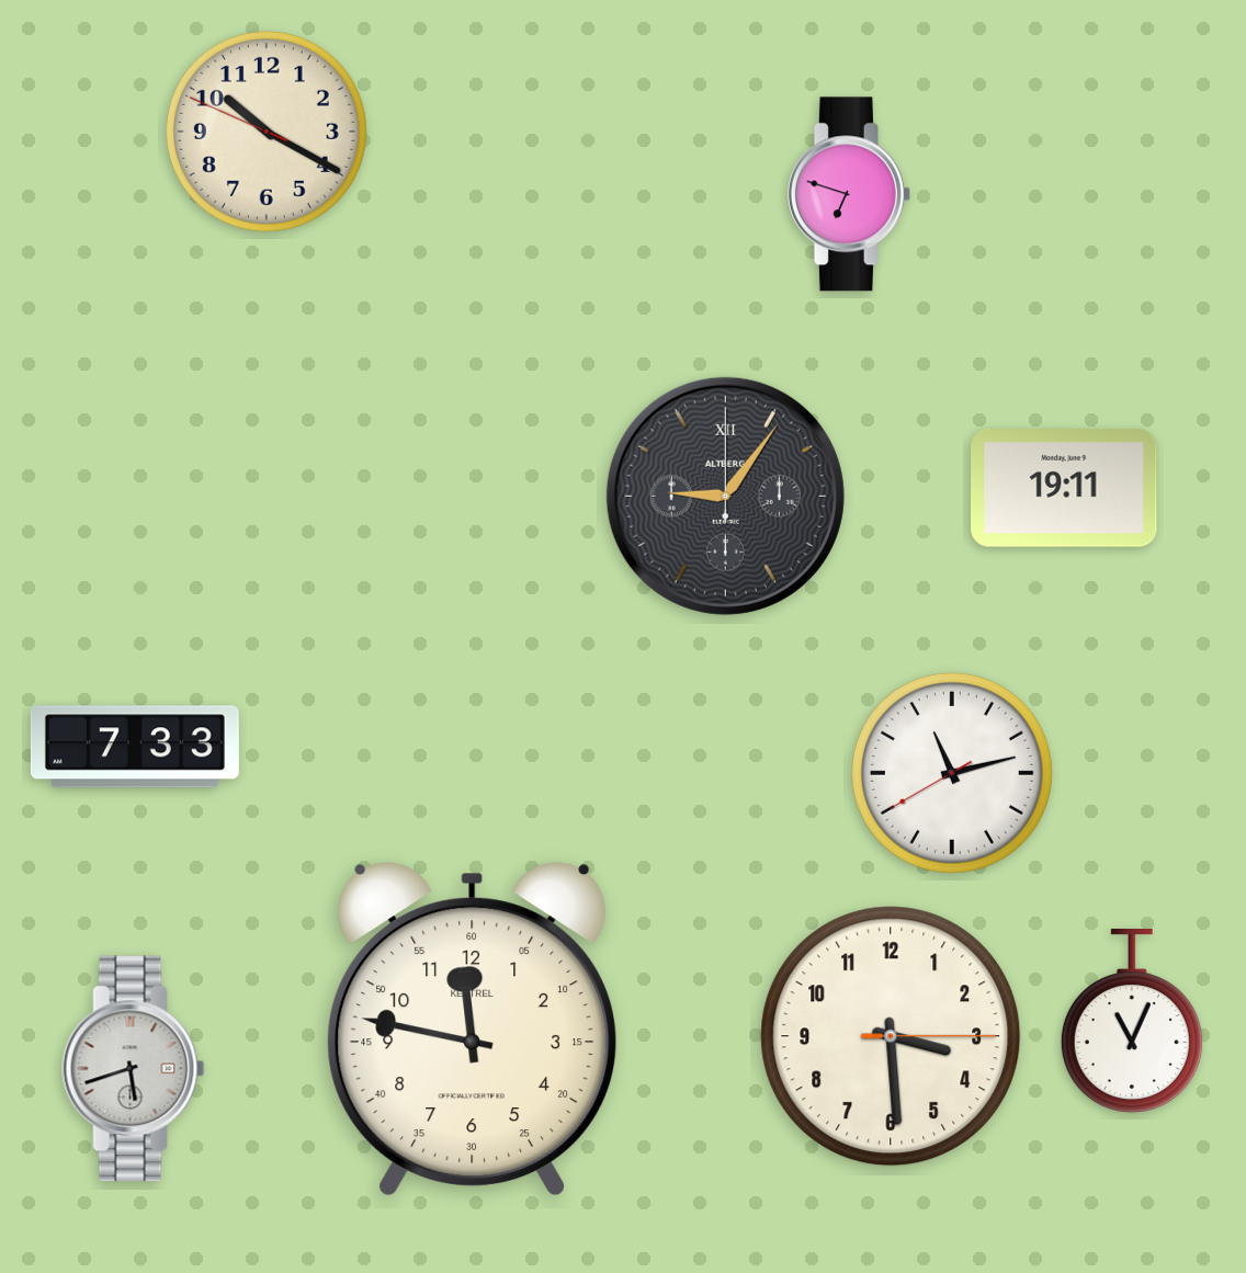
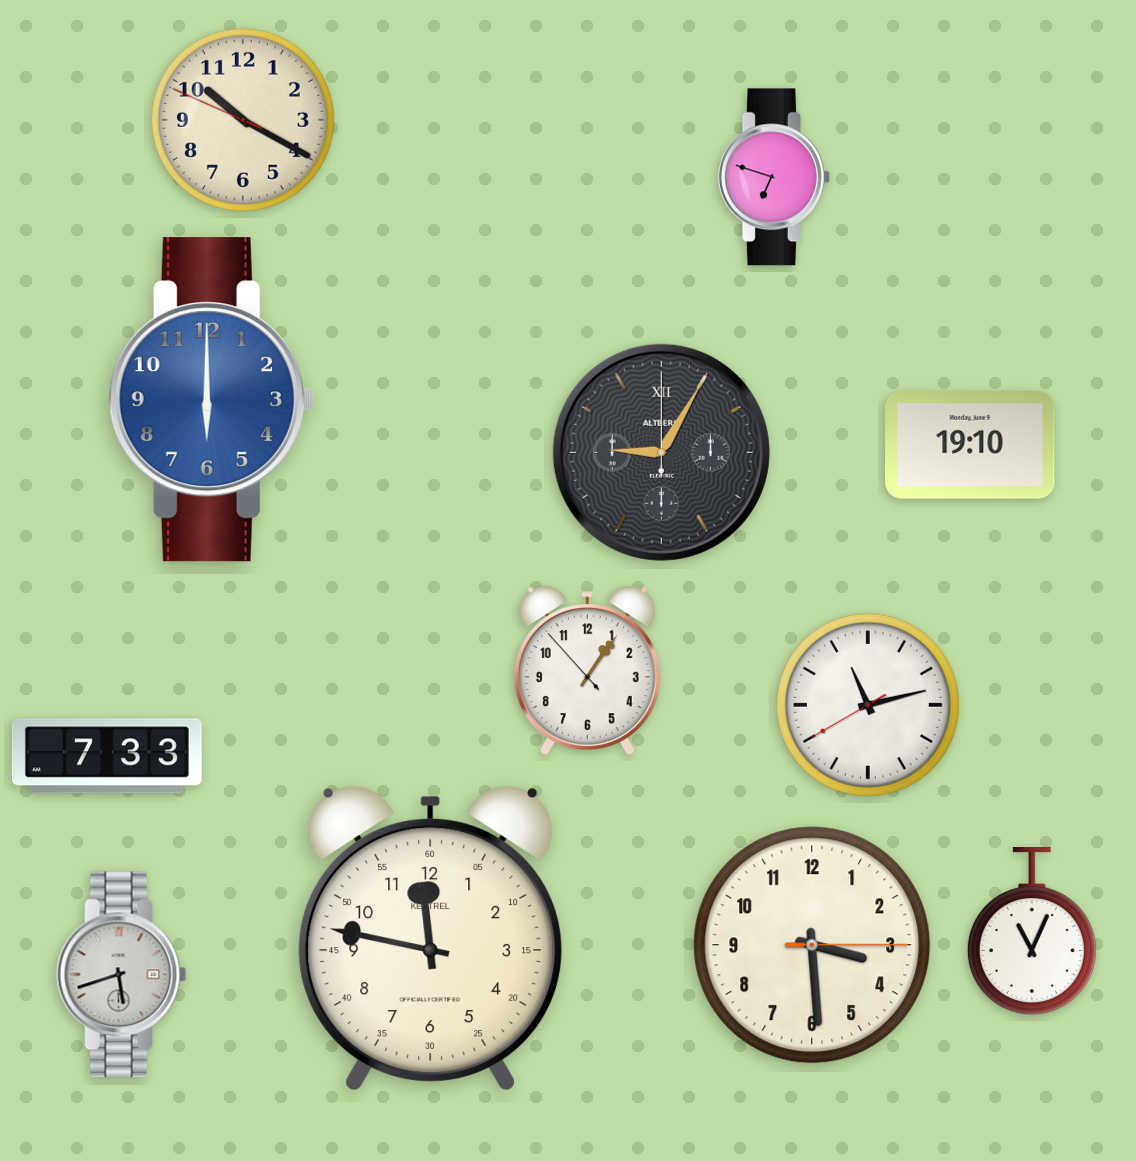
clock at (211, 400): none -> 6:00
clock at (1064, 488): 19:11 -> 19:10
clock at (725, 496): 9:06 -> 9:05
clock at (587, 670): none -> 1:05
clock at (135, 747) position: (135, 747) -> (107, 756)
